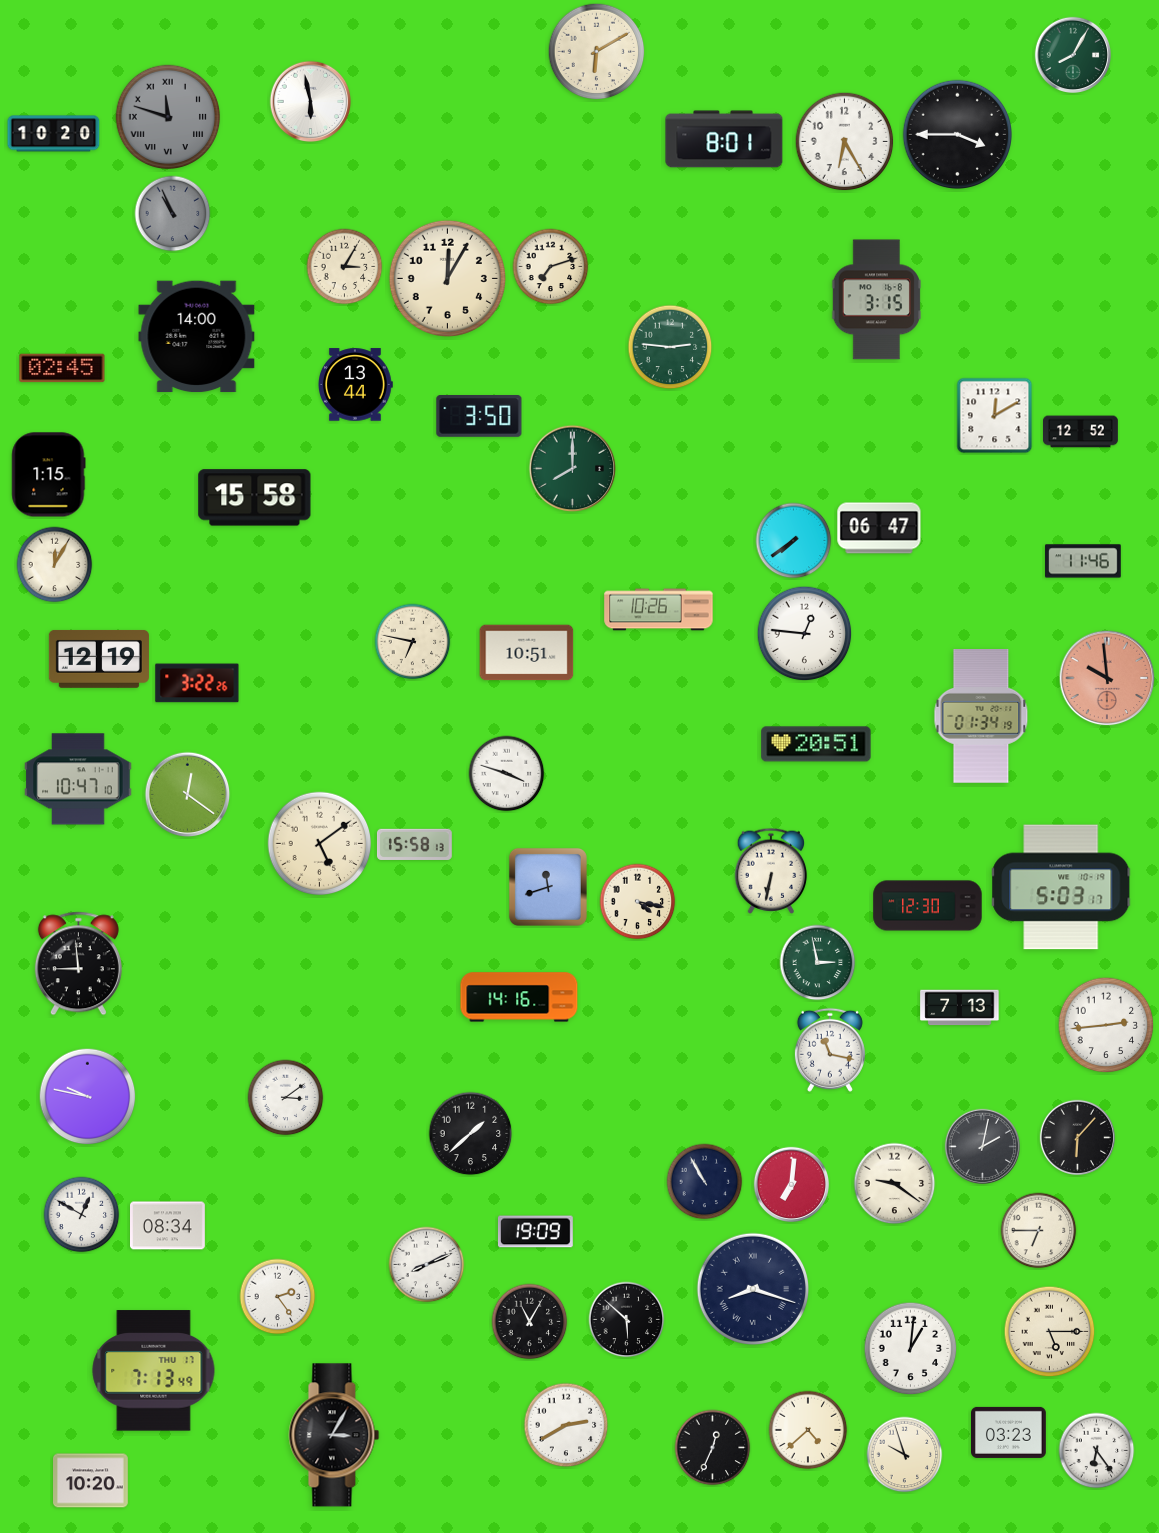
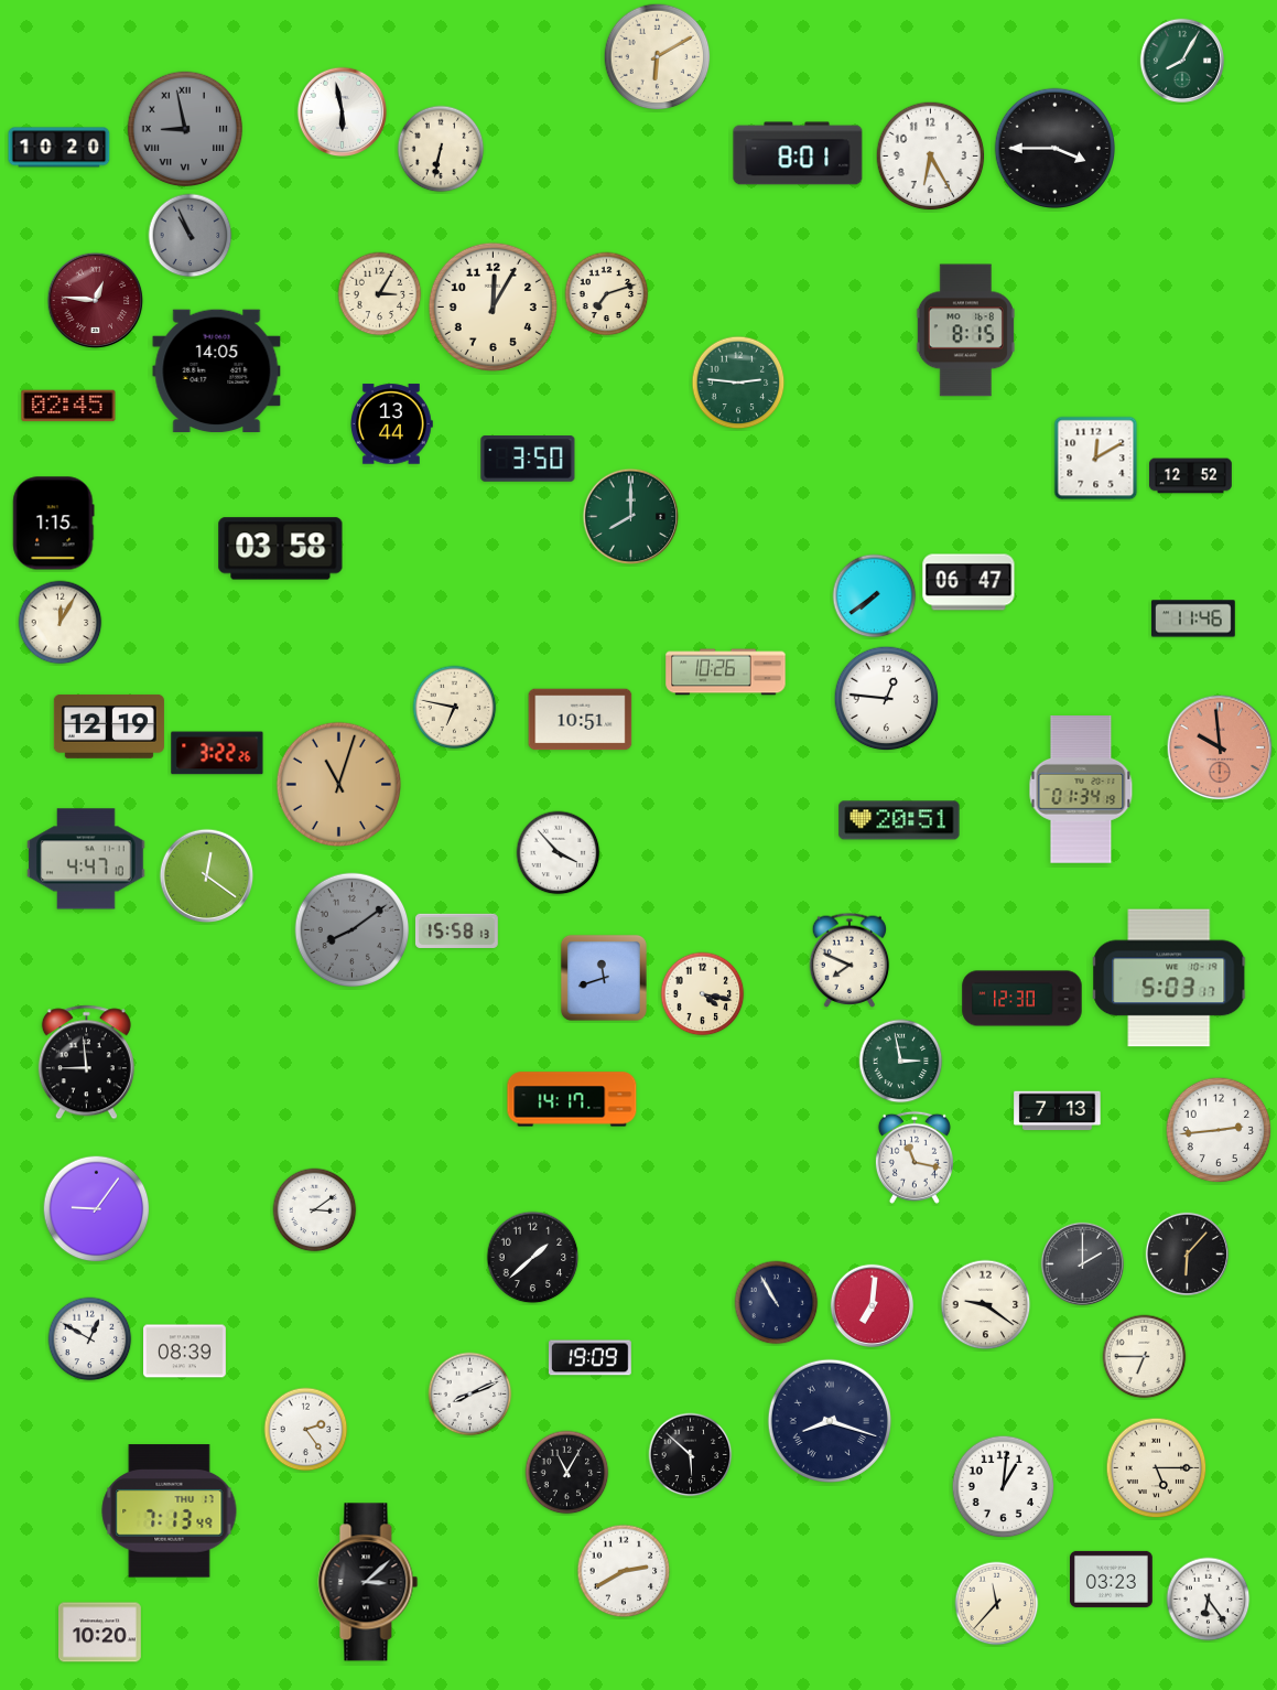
clock at (168, 117): 11:48 -> 8:58
clock at (441, 149): none -> 6:32
clock at (96, 301): none -> 12:46
clock at (876, 300): 3:15 -> 8:15
clock at (197, 337): 14:00 -> 14:05
clock at (255, 498): 15:58 -> 03:58
clock at (338, 784): none -> 11:03
clock at (507, 774): 3:48 -> 3:53
clock at (78, 779): 10:47 -> 4:47
clock at (320, 844): 5:09 -> 8:09
clock at (320, 844) dial: cream -> grey
clock at (771, 871): 6:32 -> 7:49
clock at (519, 997): 14:16 -> 14:17
clock at (88, 1097): 9:47 -> 9:06
clock at (471, 1134) position: (471, 1134) -> (533, 1258)
clock at (982, 1146): 2:02 -> 2:00
clock at (168, 1226): 08:34 -> 08:39
clock at (530, 1322) position: (530, 1322) -> (567, 1473)
clock at (808, 1430): 4:38 -> none
clock at (334, 1435): 3:05 -> 3:08
clock at (713, 1448): 12:34 -> none
clock at (905, 1455): 9:57 -> 11:37
